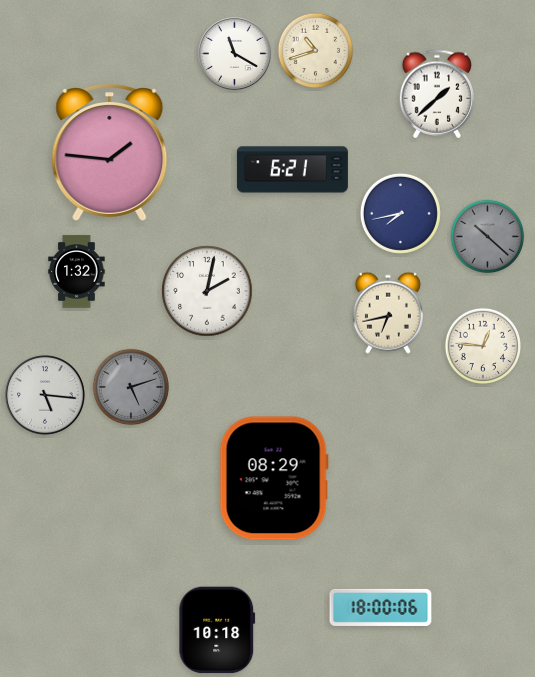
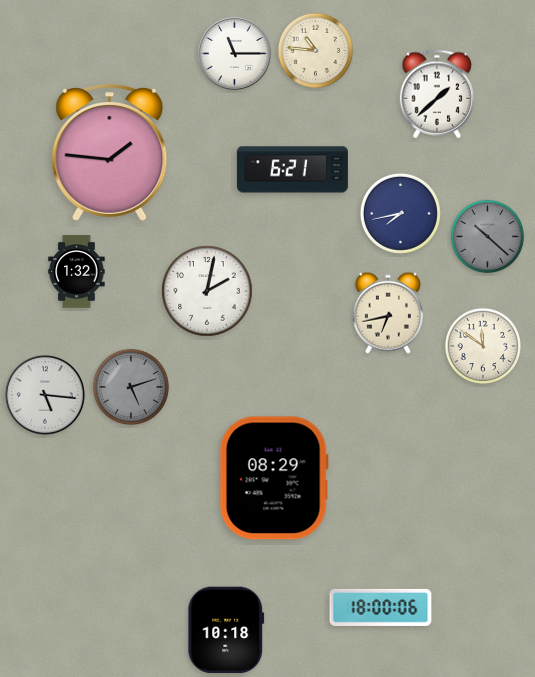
clock at (316, 51): 10:42 -> 10:46
clock at (234, 53): 11:20 -> 11:15
clock at (482, 345): 12:46 -> 11:51
clock at (217, 630) position: (217, 630) -> (226, 630)
